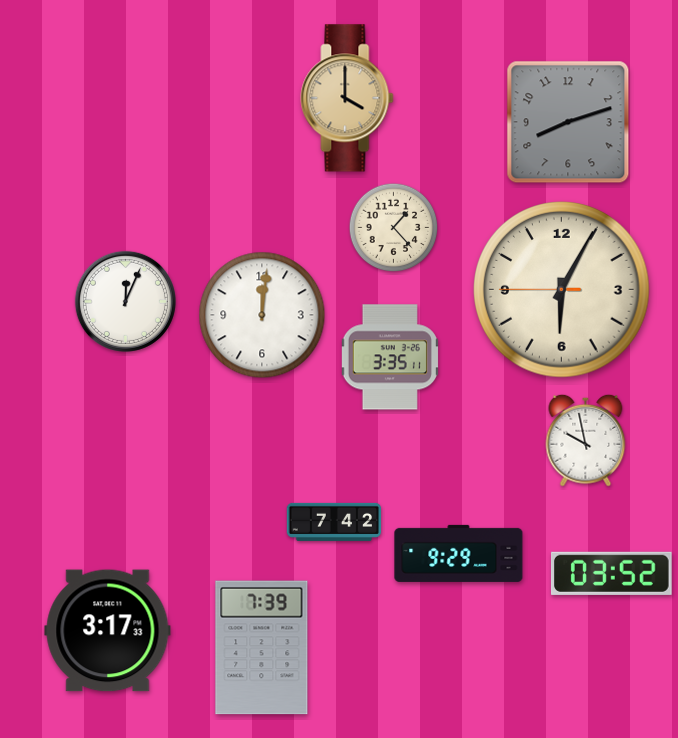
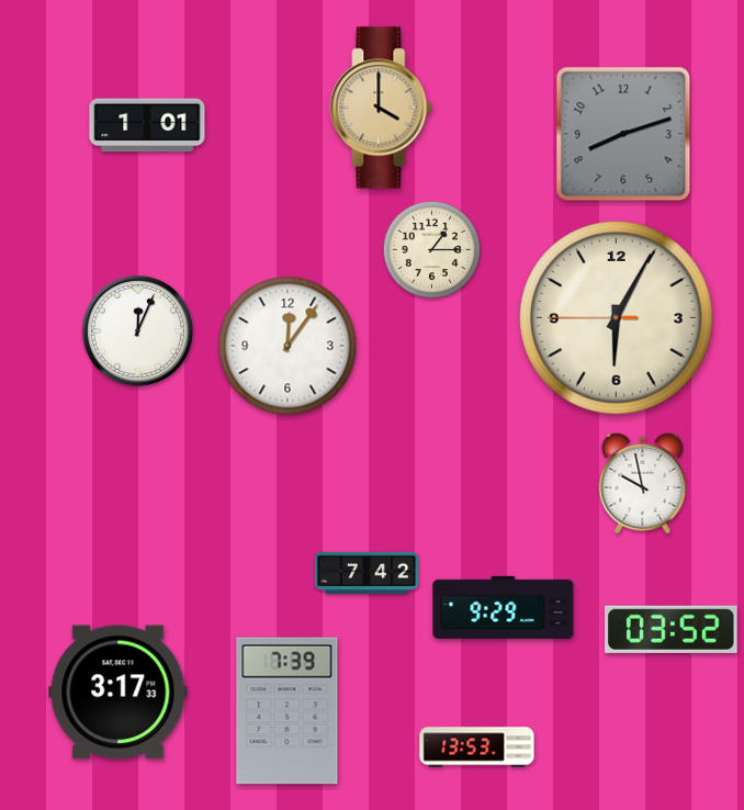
clock at (147, 125): none -> 1:01
clock at (394, 228): 1:23 -> 1:15
clock at (262, 315): 12:01 -> 12:06
clock at (390, 357): 3:35 -> none
clock at (477, 747): none -> 13:53
